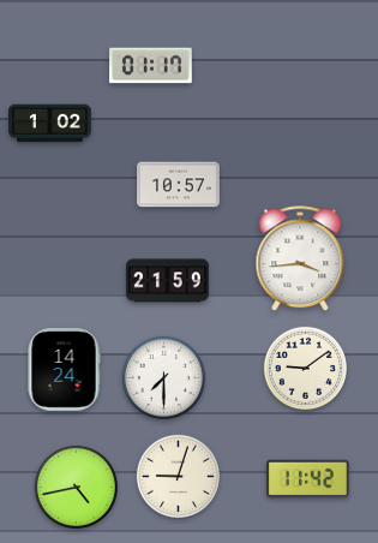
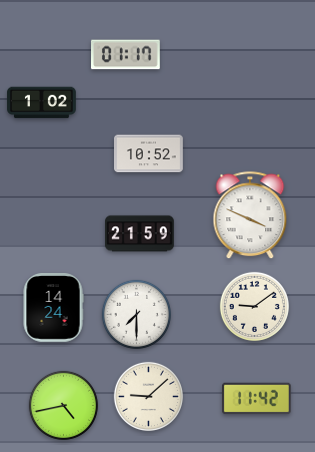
clock at (179, 185): 10:57 -> 10:52
clock at (300, 259): 3:44 -> 3:49
clock at (178, 476): 9:03 -> 9:08
